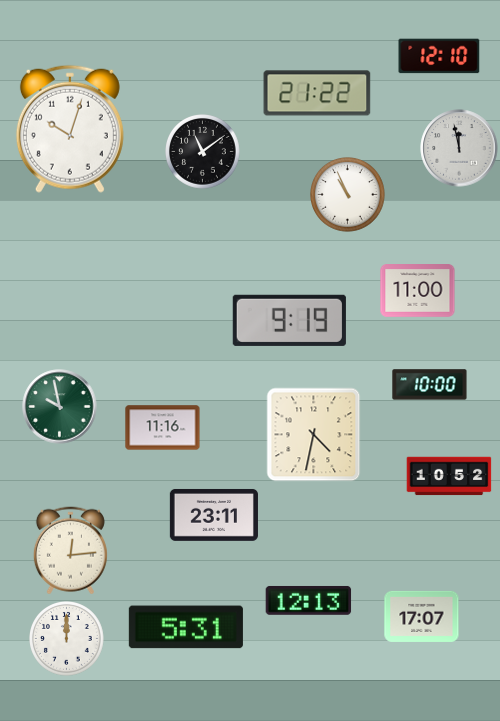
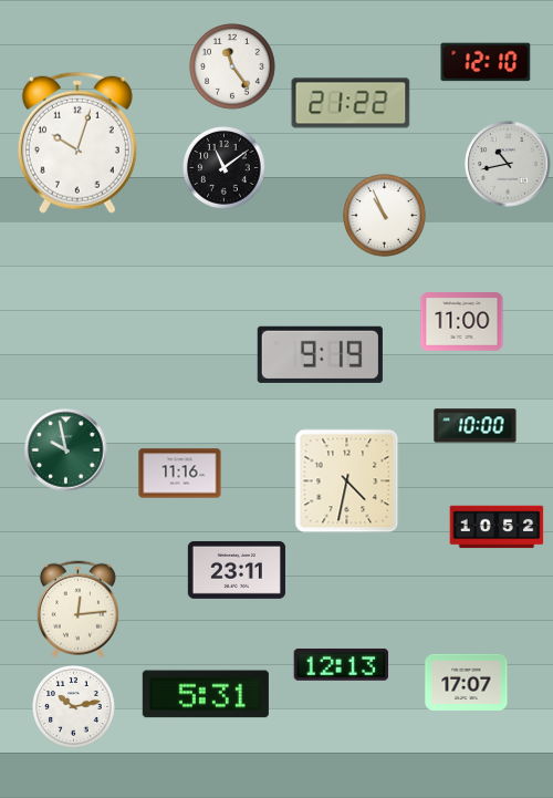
clock at (232, 66): none -> 11:24
clock at (459, 148): 11:58 -> 10:43
clock at (67, 639): 12:00 -> 10:13
